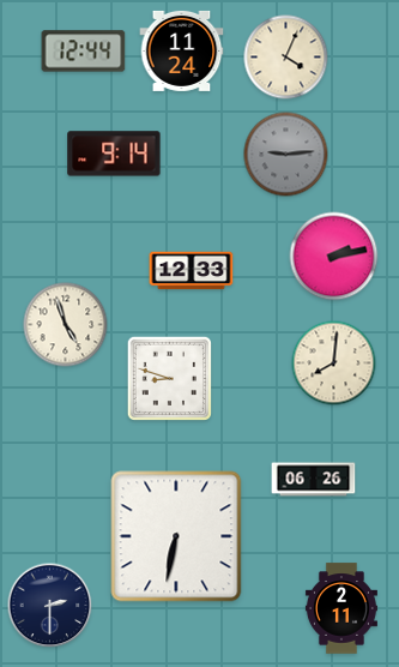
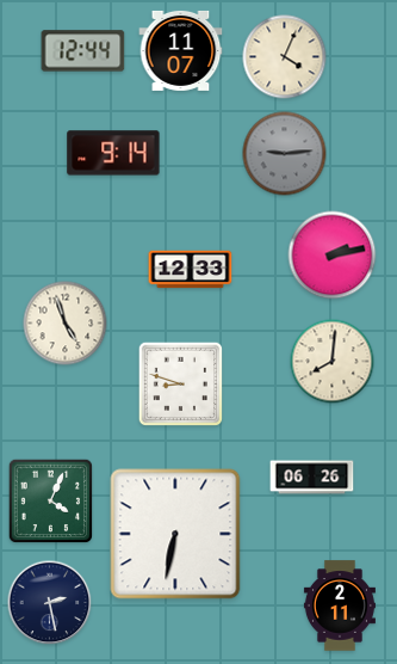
clock at (182, 50): 11:24 -> 11:07
clock at (170, 379) position: (170, 379) -> (181, 385)
clock at (51, 502): none -> 4:04
clock at (50, 606): 2:30 -> 2:28
